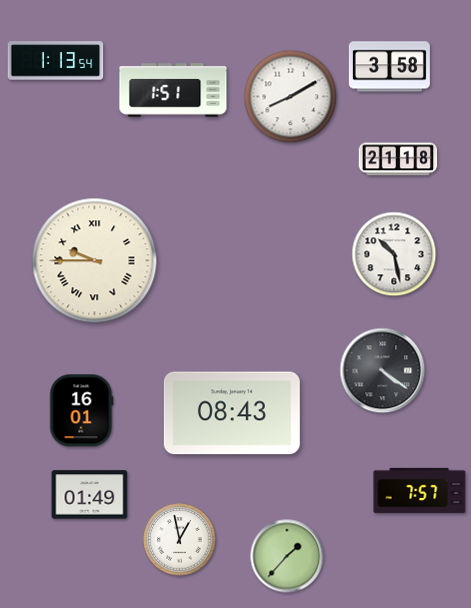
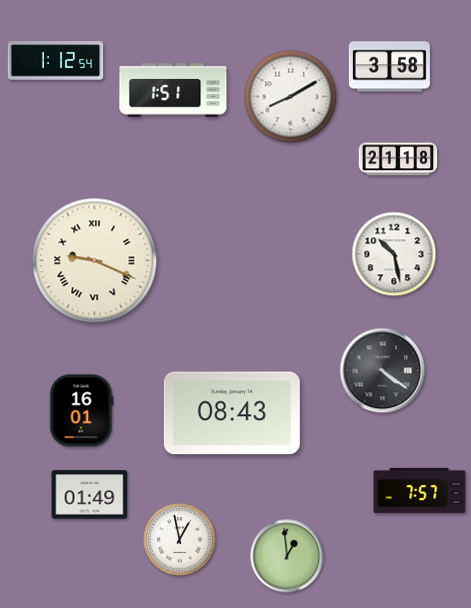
clock at (56, 61): 1:13 -> 1:12
clock at (95, 261): 9:45 -> 9:19
clock at (287, 556): 1:37 -> 12:59
